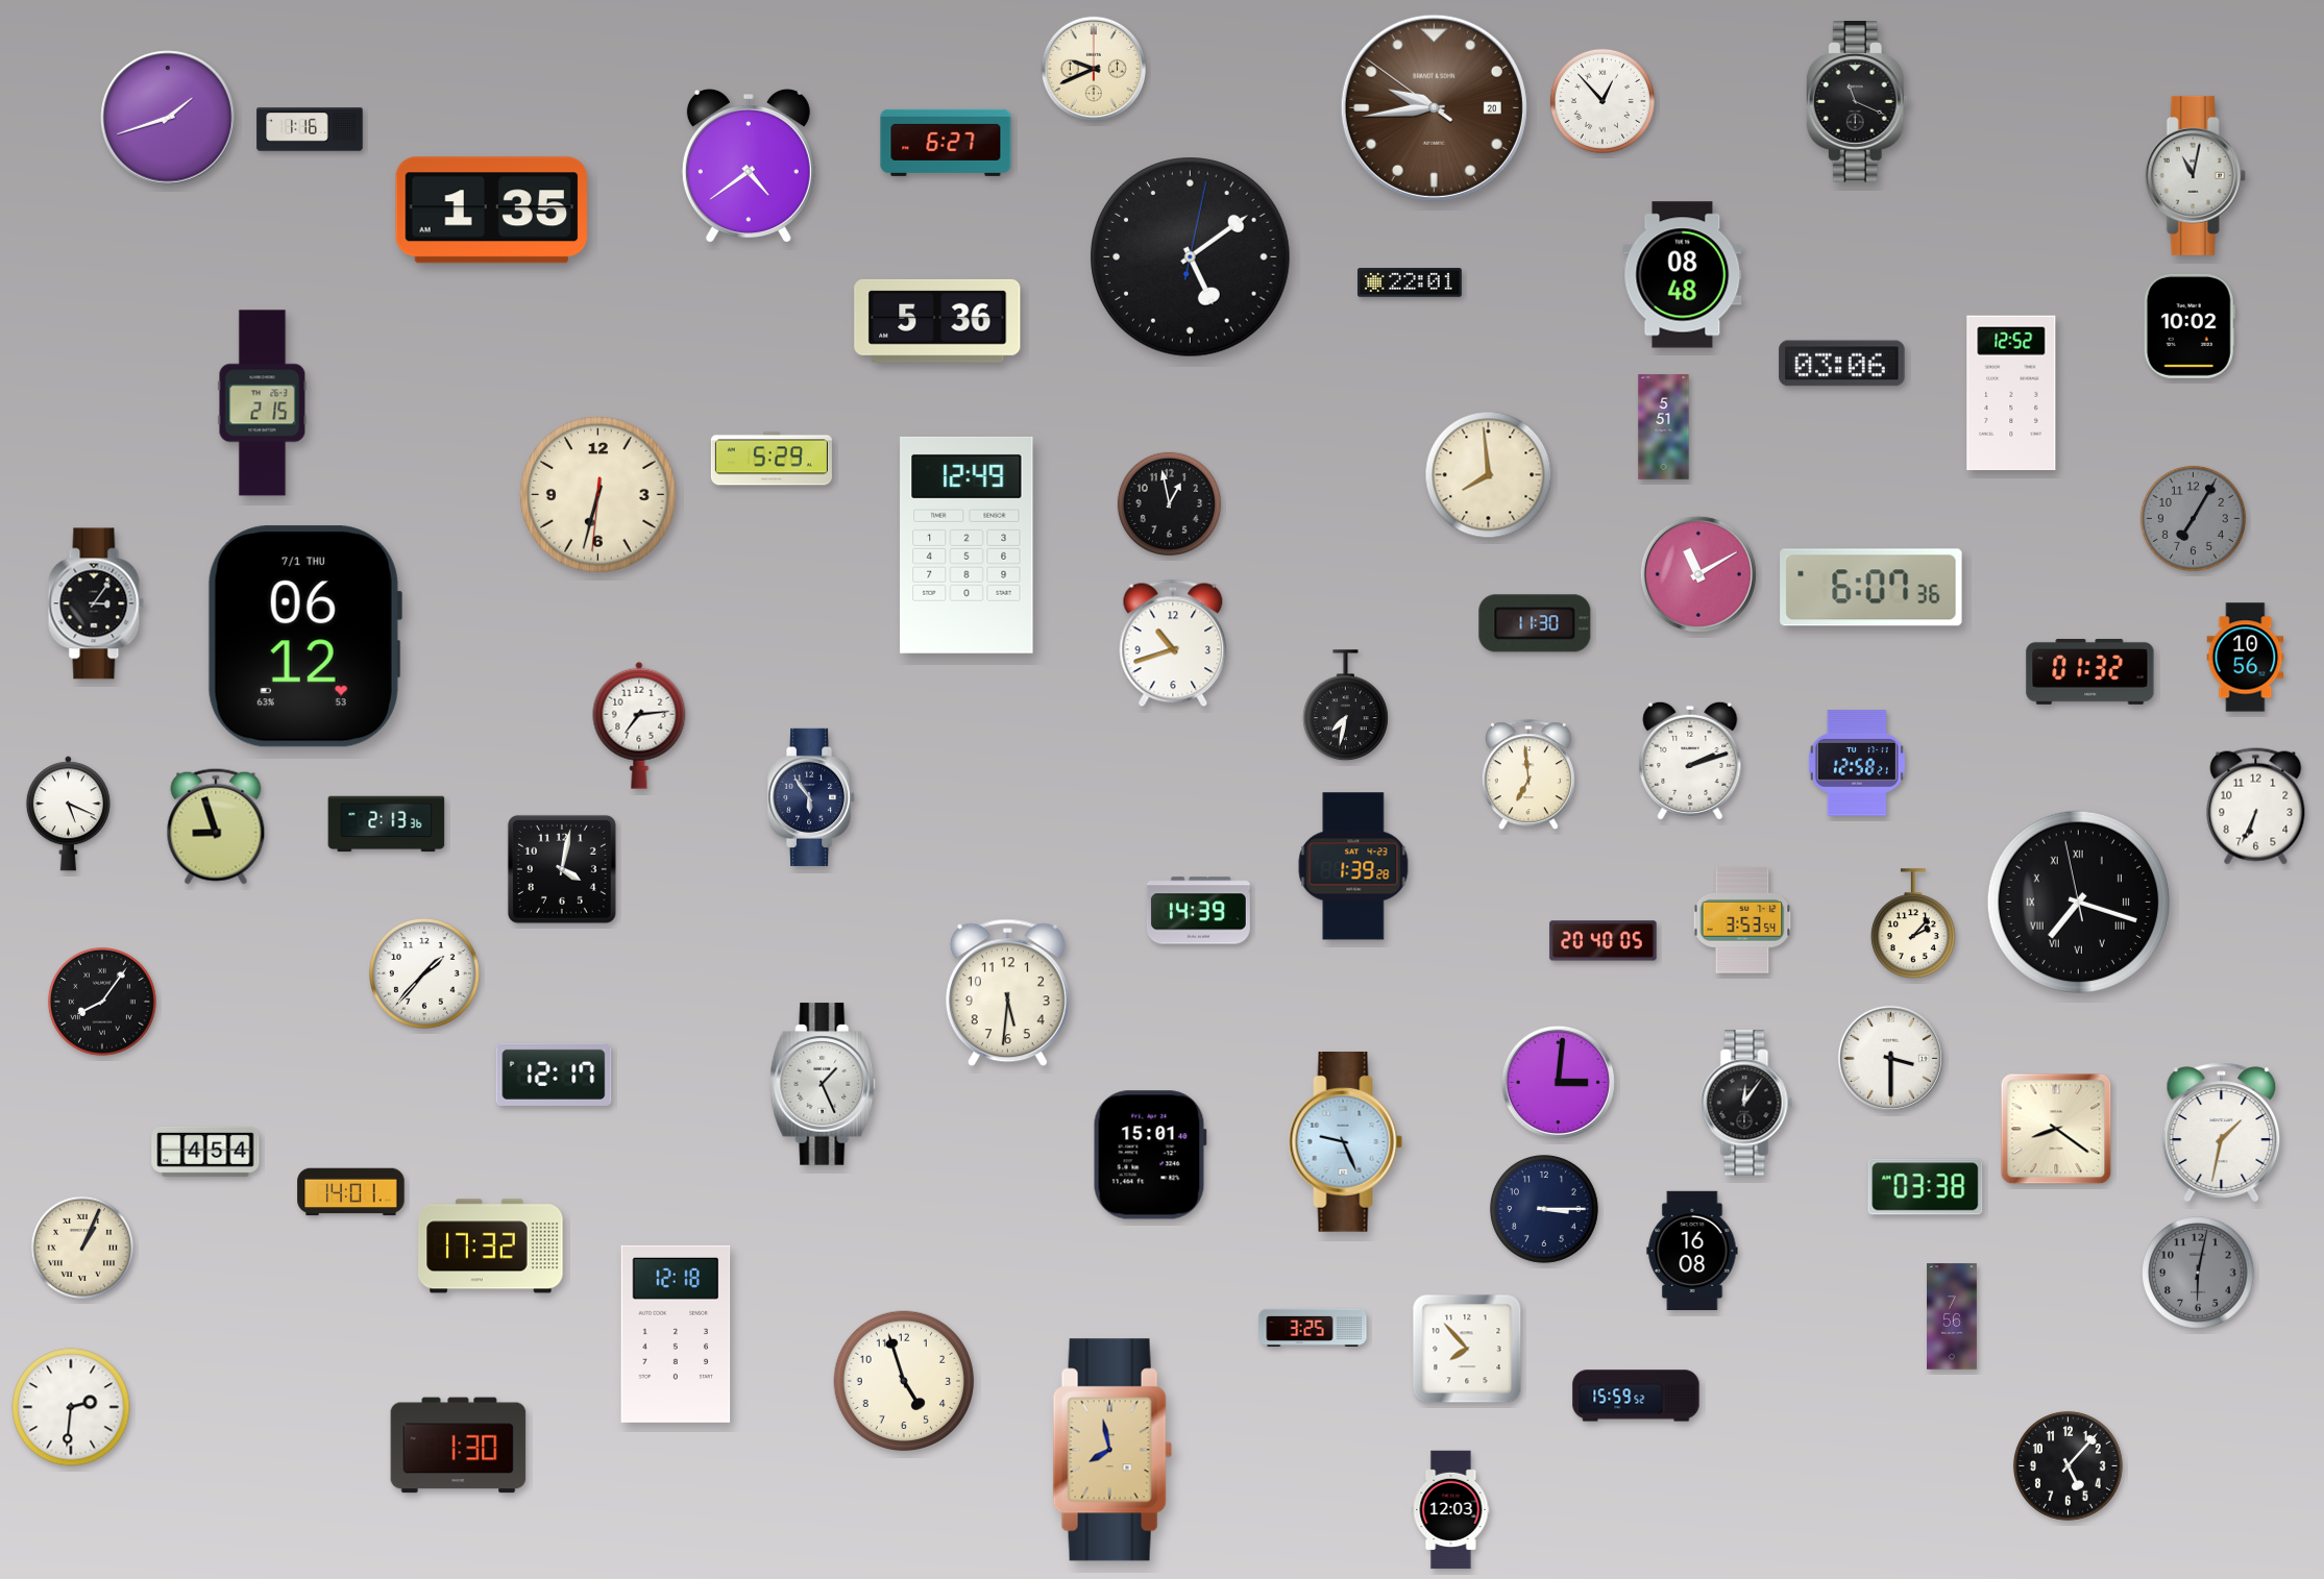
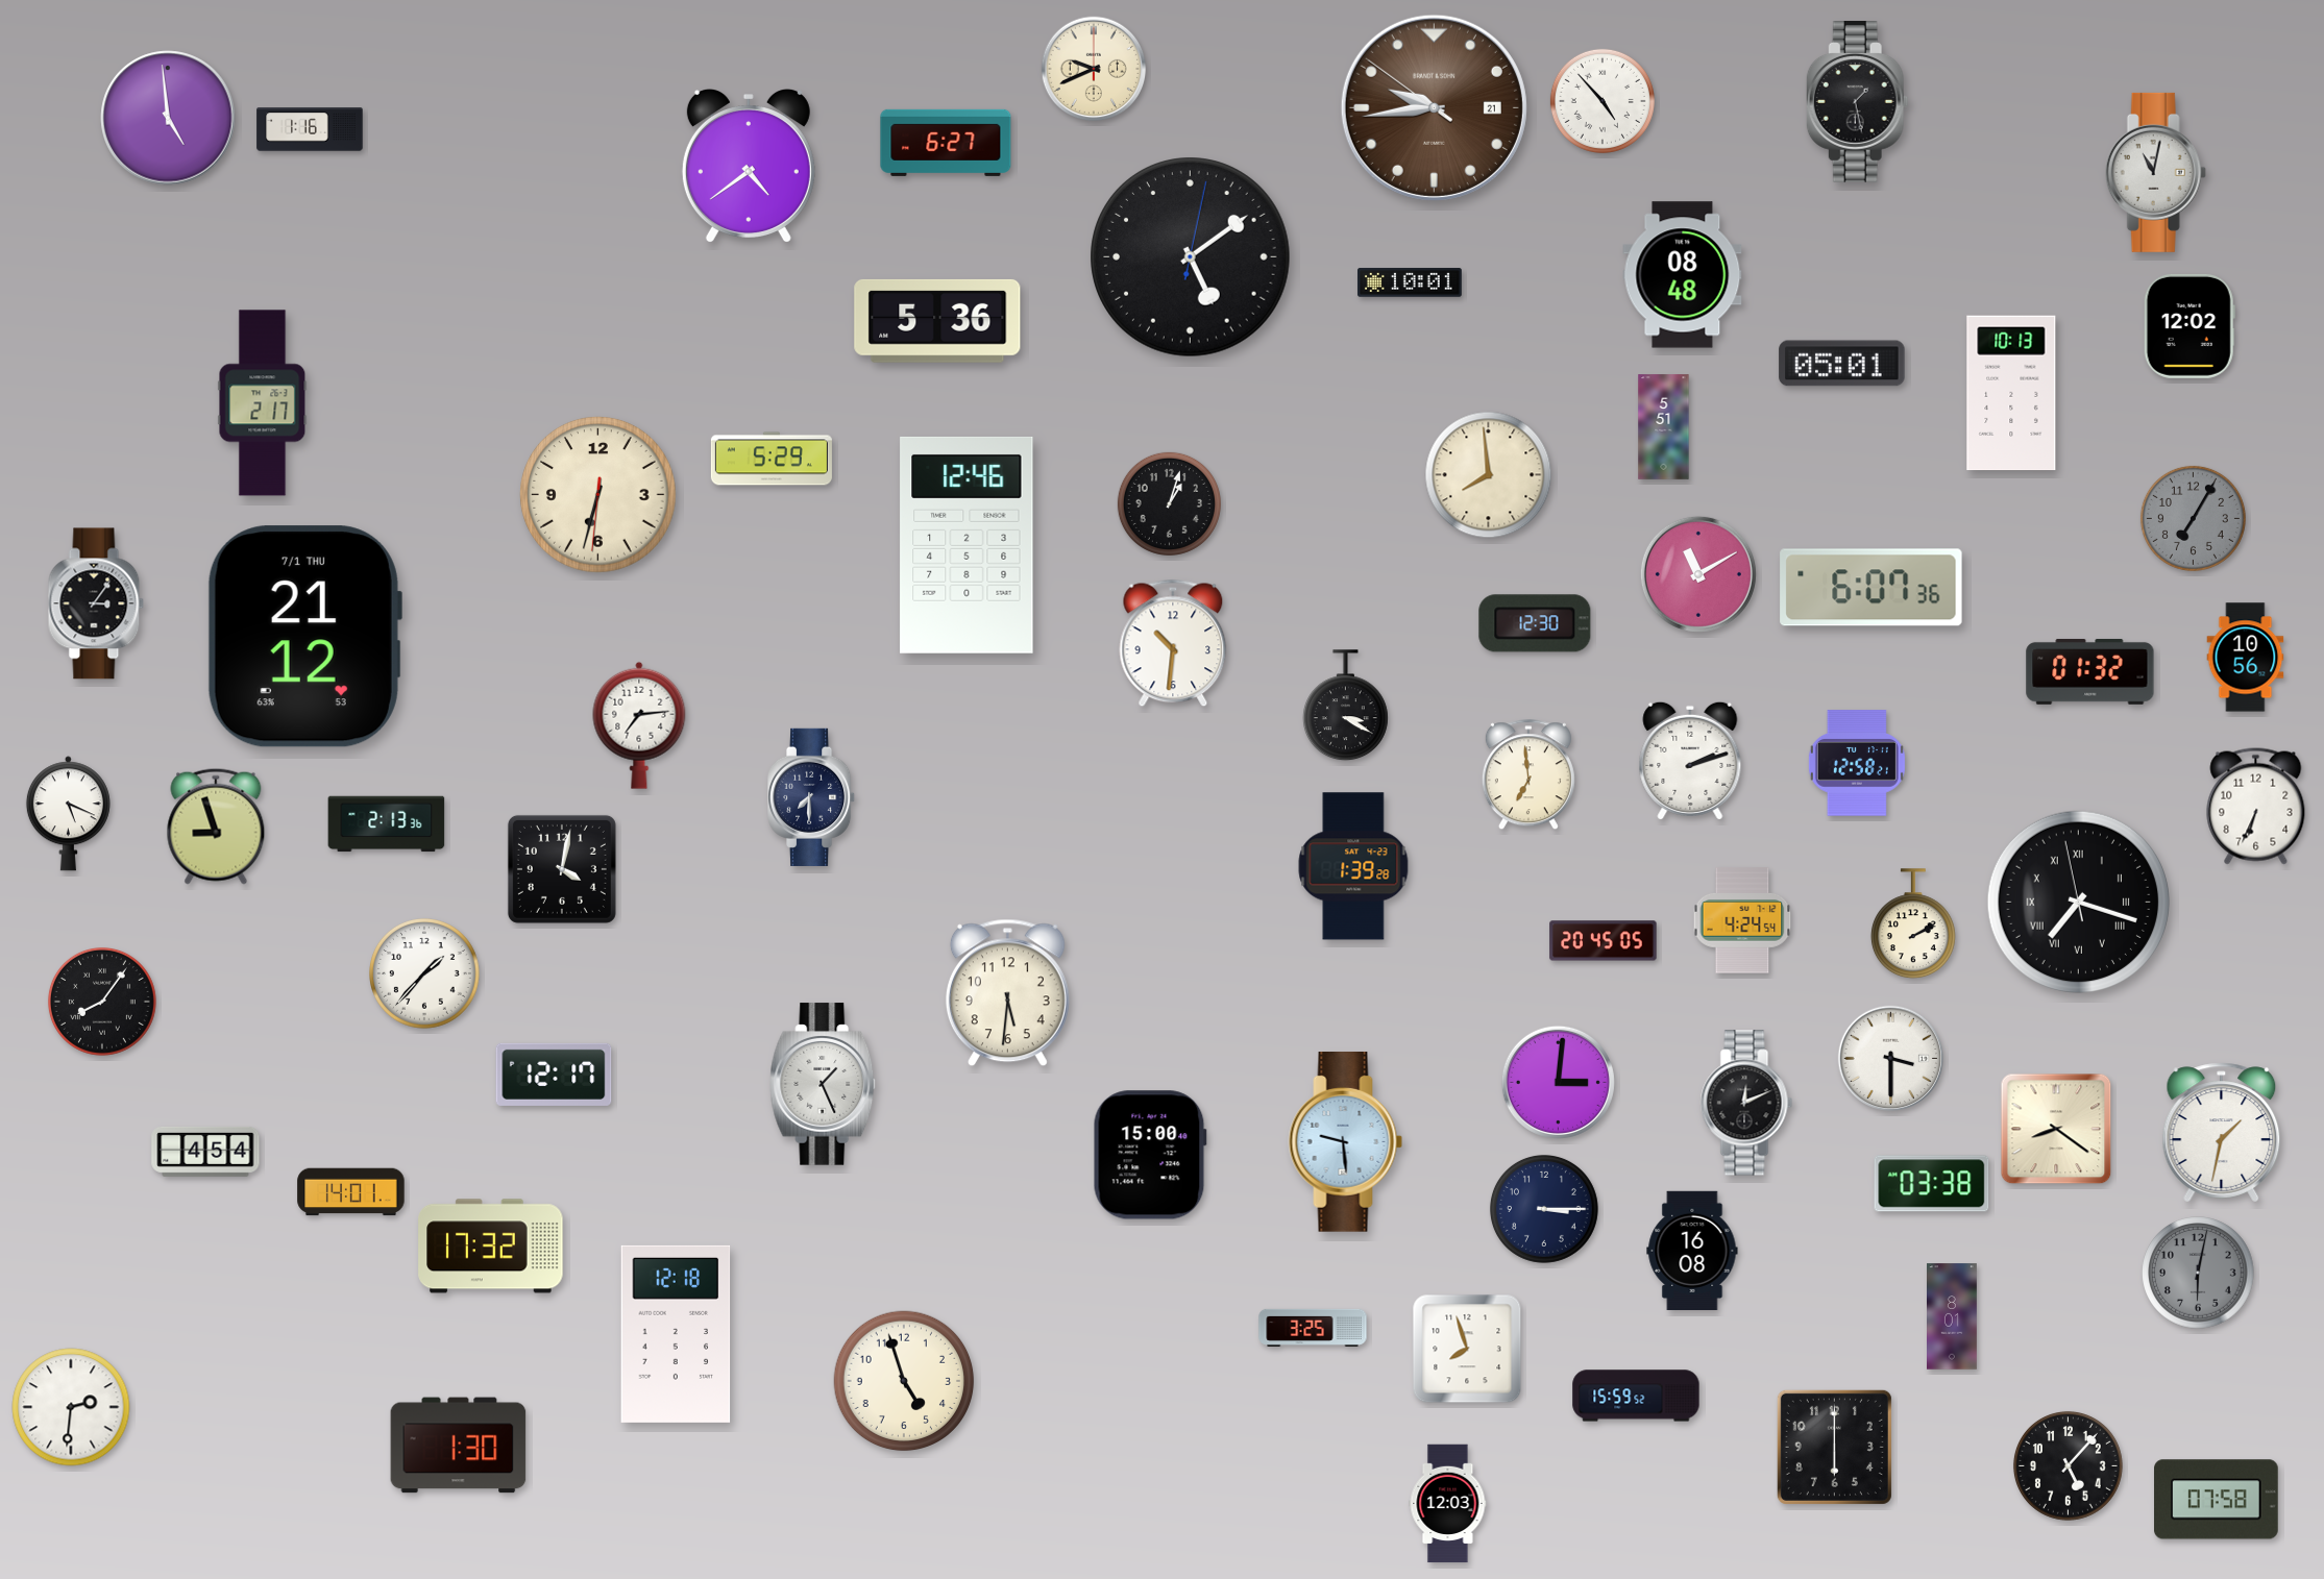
clock at (1603, 101): 12:53 -> 4:53
clock at (1857, 102): 11:19 -> 1:28
clock at (1434, 107) date: 20 -> 21
clock at (168, 118): 1:42 -> 4:59
clock at (2195, 175) position: (2195, 175) -> (2155, 172)
clock at (492, 211): 1:35 -> none
clock at (1411, 282): 22:01 -> 10:01
clock at (2190, 326): 10:02 -> 12:02
clock at (1842, 364): 03:06 -> 05:01
clock at (2011, 393): 12:52 -> 10:13
clock at (263, 403): 2:15 -> 2:17
clock at (1169, 503): 12:58 -> 1:03
clock at (967, 545): 12:49 -> 12:46
clock at (1535, 623): 11:30 -> 12:30
clock at (304, 637): 06:12 -> 21:12
clock at (1173, 643): 10:42 -> 10:31
clock at (1346, 706): 7:32 -> 3:20
clock at (812, 797): 5:54 -> 7:30
clock at (1198, 911): 14:39 -> none
clock at (1742, 920): 3:53 -> 4:24
clock at (1913, 924): 2:07 -> 2:10
clock at (1604, 941): 20:40 -> 20:45
clock at (1746, 1103): 12:06 -> 12:11
clock at (1346, 1142): 9:26 -> 9:29
clock at (1150, 1155): 15:01 -> 15:00
clock at (1926, 1187) position: (1926, 1187) -> (1932, 1184)
clock at (82, 1248): 1:04 -> none
clock at (1953, 1316): 7:56 -> 8:01
clock at (1467, 1349): 7:53 -> 7:57
clock at (1834, 1447): none -> 6:00
clock at (1112, 1450): 7:58 -> none
clock at (2217, 1500): none -> 07:58
clock at (1451, 1510) position: (1451, 1510) -> (1448, 1504)
